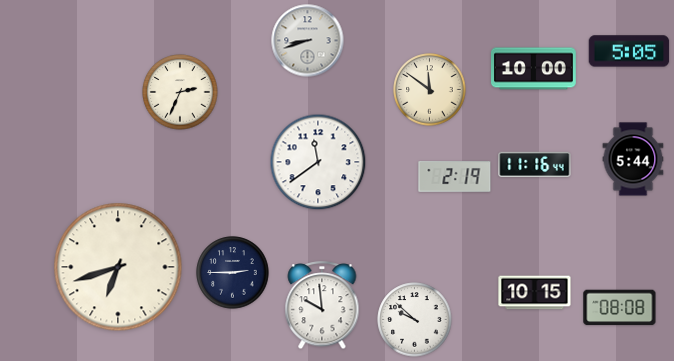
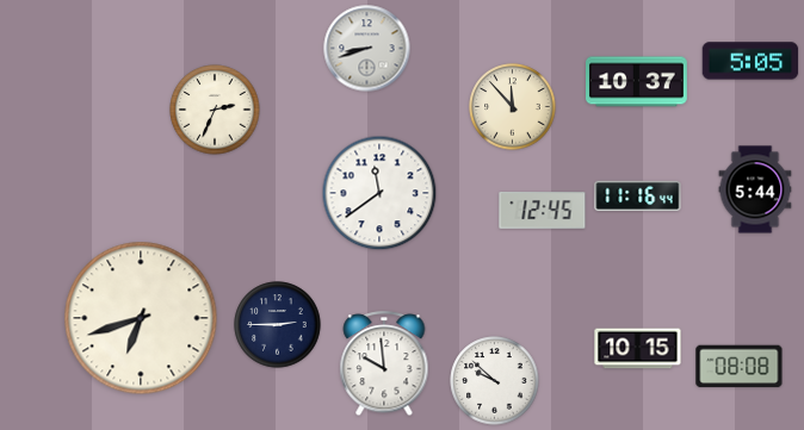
clock at (534, 69): 10:00 -> 10:37
clock at (430, 90): 11:51 -> 11:53
clock at (455, 177): 2:19 -> 12:45
